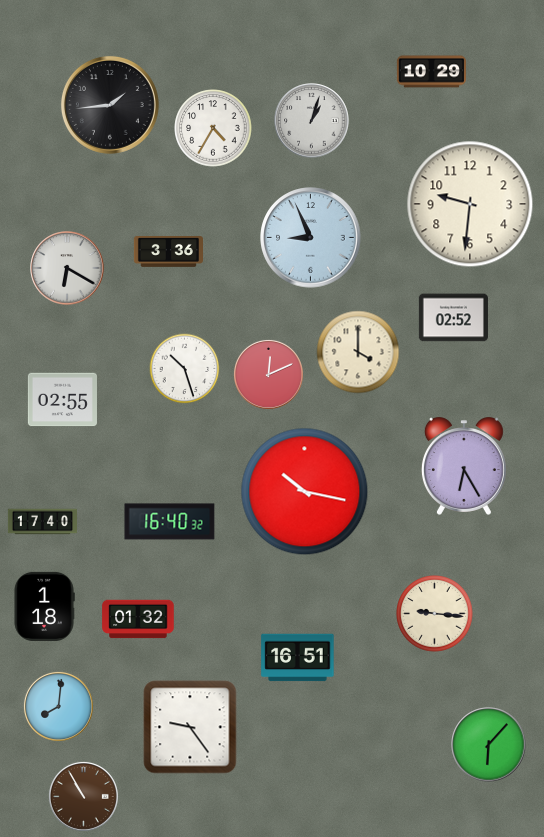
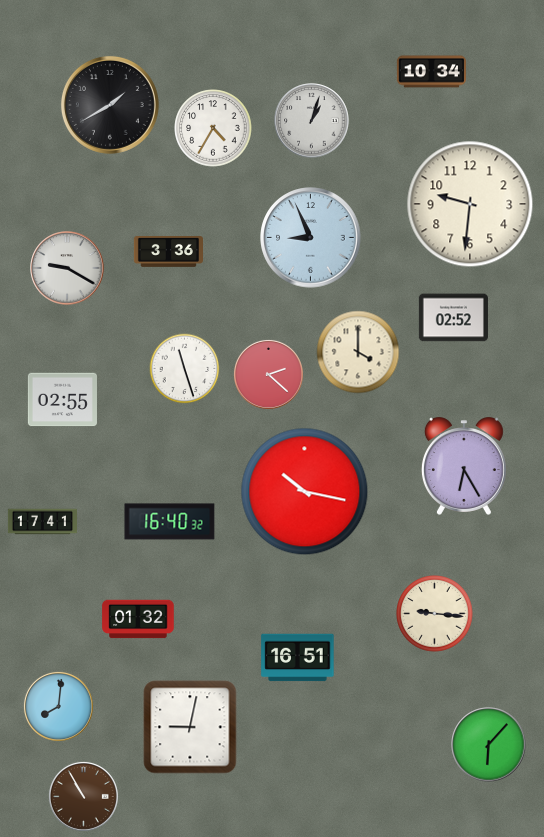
clock at (431, 72): 10:29 -> 10:34
clock at (110, 105): 1:44 -> 1:40
clock at (67, 268): 6:20 -> 9:20
clock at (185, 369): 10:27 -> 11:27
clock at (268, 374): 12:11 -> 2:22
clock at (42, 522): 17:40 -> 17:41
clock at (44, 606): 1:18 -> none
clock at (190, 727): 9:24 -> 9:02
